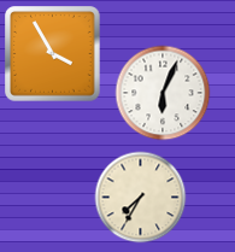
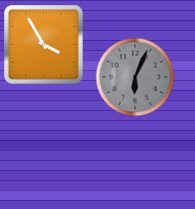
clock at (163, 93) dial: white -> grey
clock at (141, 198): 7:35 -> none
